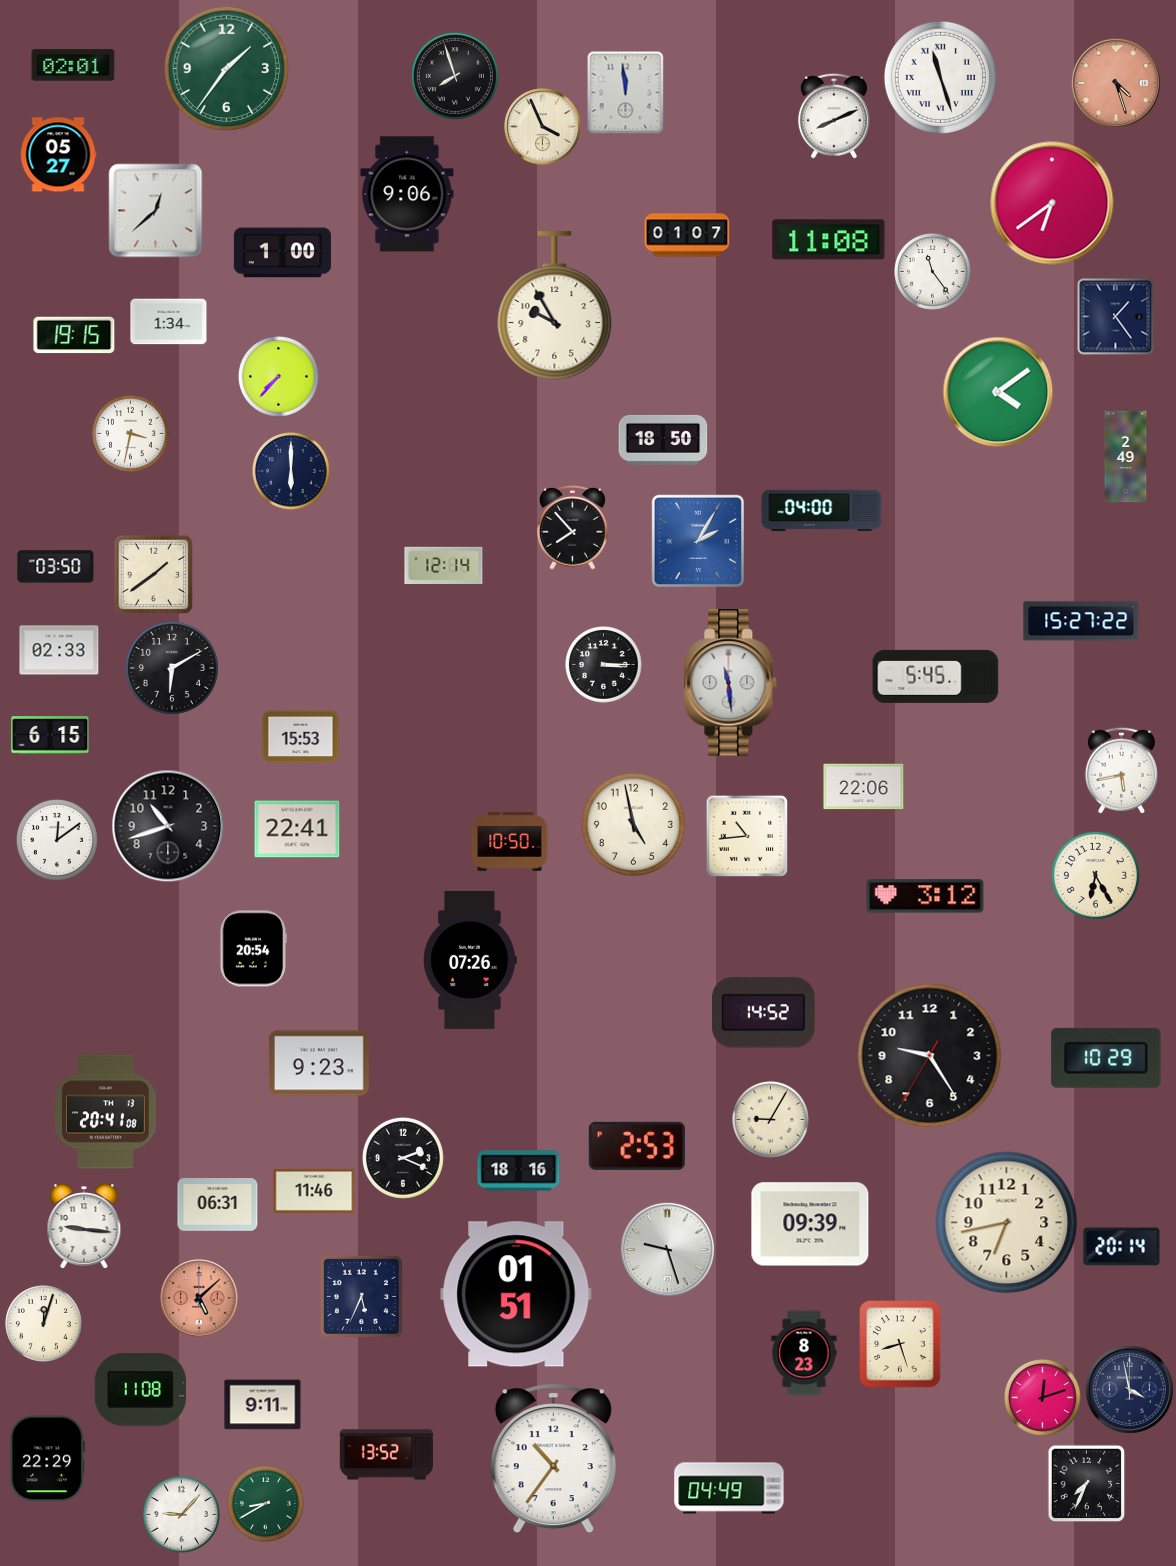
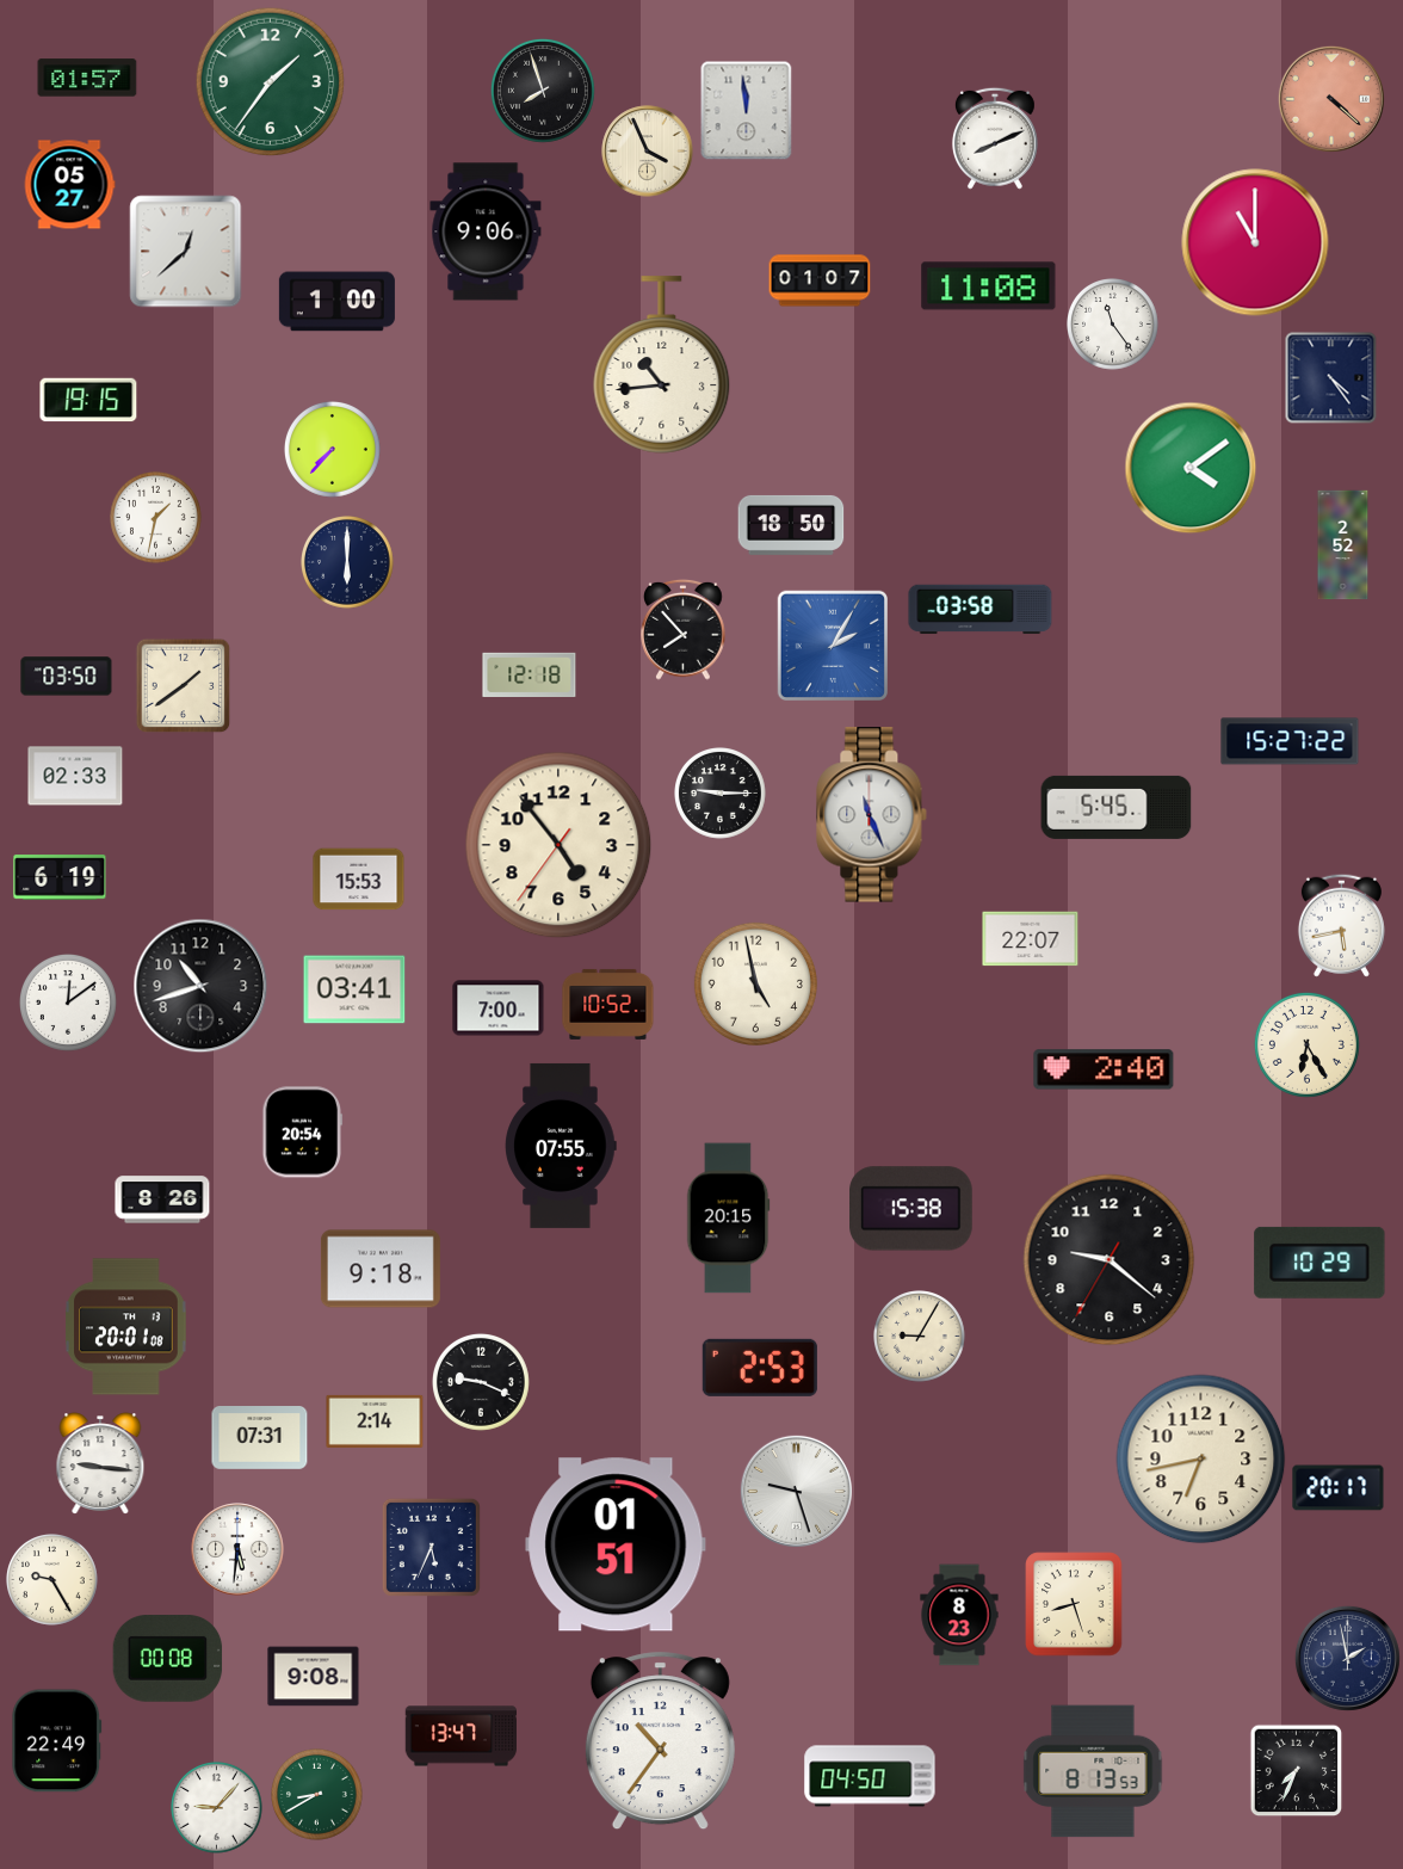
clock at (73, 65): 02:01 -> 01:57
clock at (940, 77): 11:27 -> none
clock at (1116, 83): 4:27 -> 4:22
clock at (1052, 203): 6:39 -> 11:00
clock at (555, 306): 9:55 -> 10:44
clock at (1116, 317): 1:24 -> 4:24
clock at (169, 322): 1:34 -> none
clock at (131, 434): 3:32 -> 1:32
clock at (1126, 457): 2:49 -> 2:52
clock at (822, 511): 04:00 -> 03:58
clock at (444, 565): 12:14 -> 12:18
clock at (59, 650) position: (59, 650) -> (75, 776)
clock at (604, 665): 3:15 -> 9:15
clock at (172, 668): 6:10 -> none
clock at (731, 683): 11:29 -> 11:26
clock at (558, 845): none -> 4:53
clock at (50, 735): 6:15 -> 6:19
clock at (1121, 770) position: (1121, 770) -> (1341, 925)
clock at (864, 787): 22:06 -> 22:07
clock at (297, 829): 22:41 -> 03:41
clock at (747, 836): 10:44 -> none
clock at (510, 841): 10:50 -> 10:52
clock at (499, 1008): none -> 7:00
clock at (925, 896): 3:12 -> 2:40
clock at (470, 960): 07:26 -> 07:55
clock at (162, 1199): none -> 8:26
clock at (764, 1013): 14:52 -> 15:38
clock at (729, 1219): none -> 20:15
clock at (930, 1056): 9:24 -> 9:21
clock at (319, 1063): 9:23 -> 9:18
clock at (106, 1112): 20:41 -> 20:01
clock at (403, 1158): 2:19 -> 9:19
clock at (519, 1171): 18:16 -> none
clock at (314, 1191): 11:46 -> 2:14
clock at (218, 1205): 06:31 -> 07:31
clock at (810, 1224): 09:39 -> none
clock at (1122, 1247): 20:14 -> 20:17
clock at (199, 1298): 5:08 -> 5:31
clock at (199, 1298) dial: salmon -> white
clock at (44, 1324): 12:03 -> 9:25
clock at (1129, 1389): 3:58 -> 1:58
clock at (141, 1390): 11:08 -> 00:08
clock at (1043, 1398): 12:12 -> none
clock at (263, 1405): 9:11 -> 9:08
clock at (387, 1455): 13:52 -> 13:47
clock at (48, 1459): 22:29 -> 22:49
clock at (1093, 1771): none -> 8:13
clock at (729, 1488): 04:49 -> 04:50
